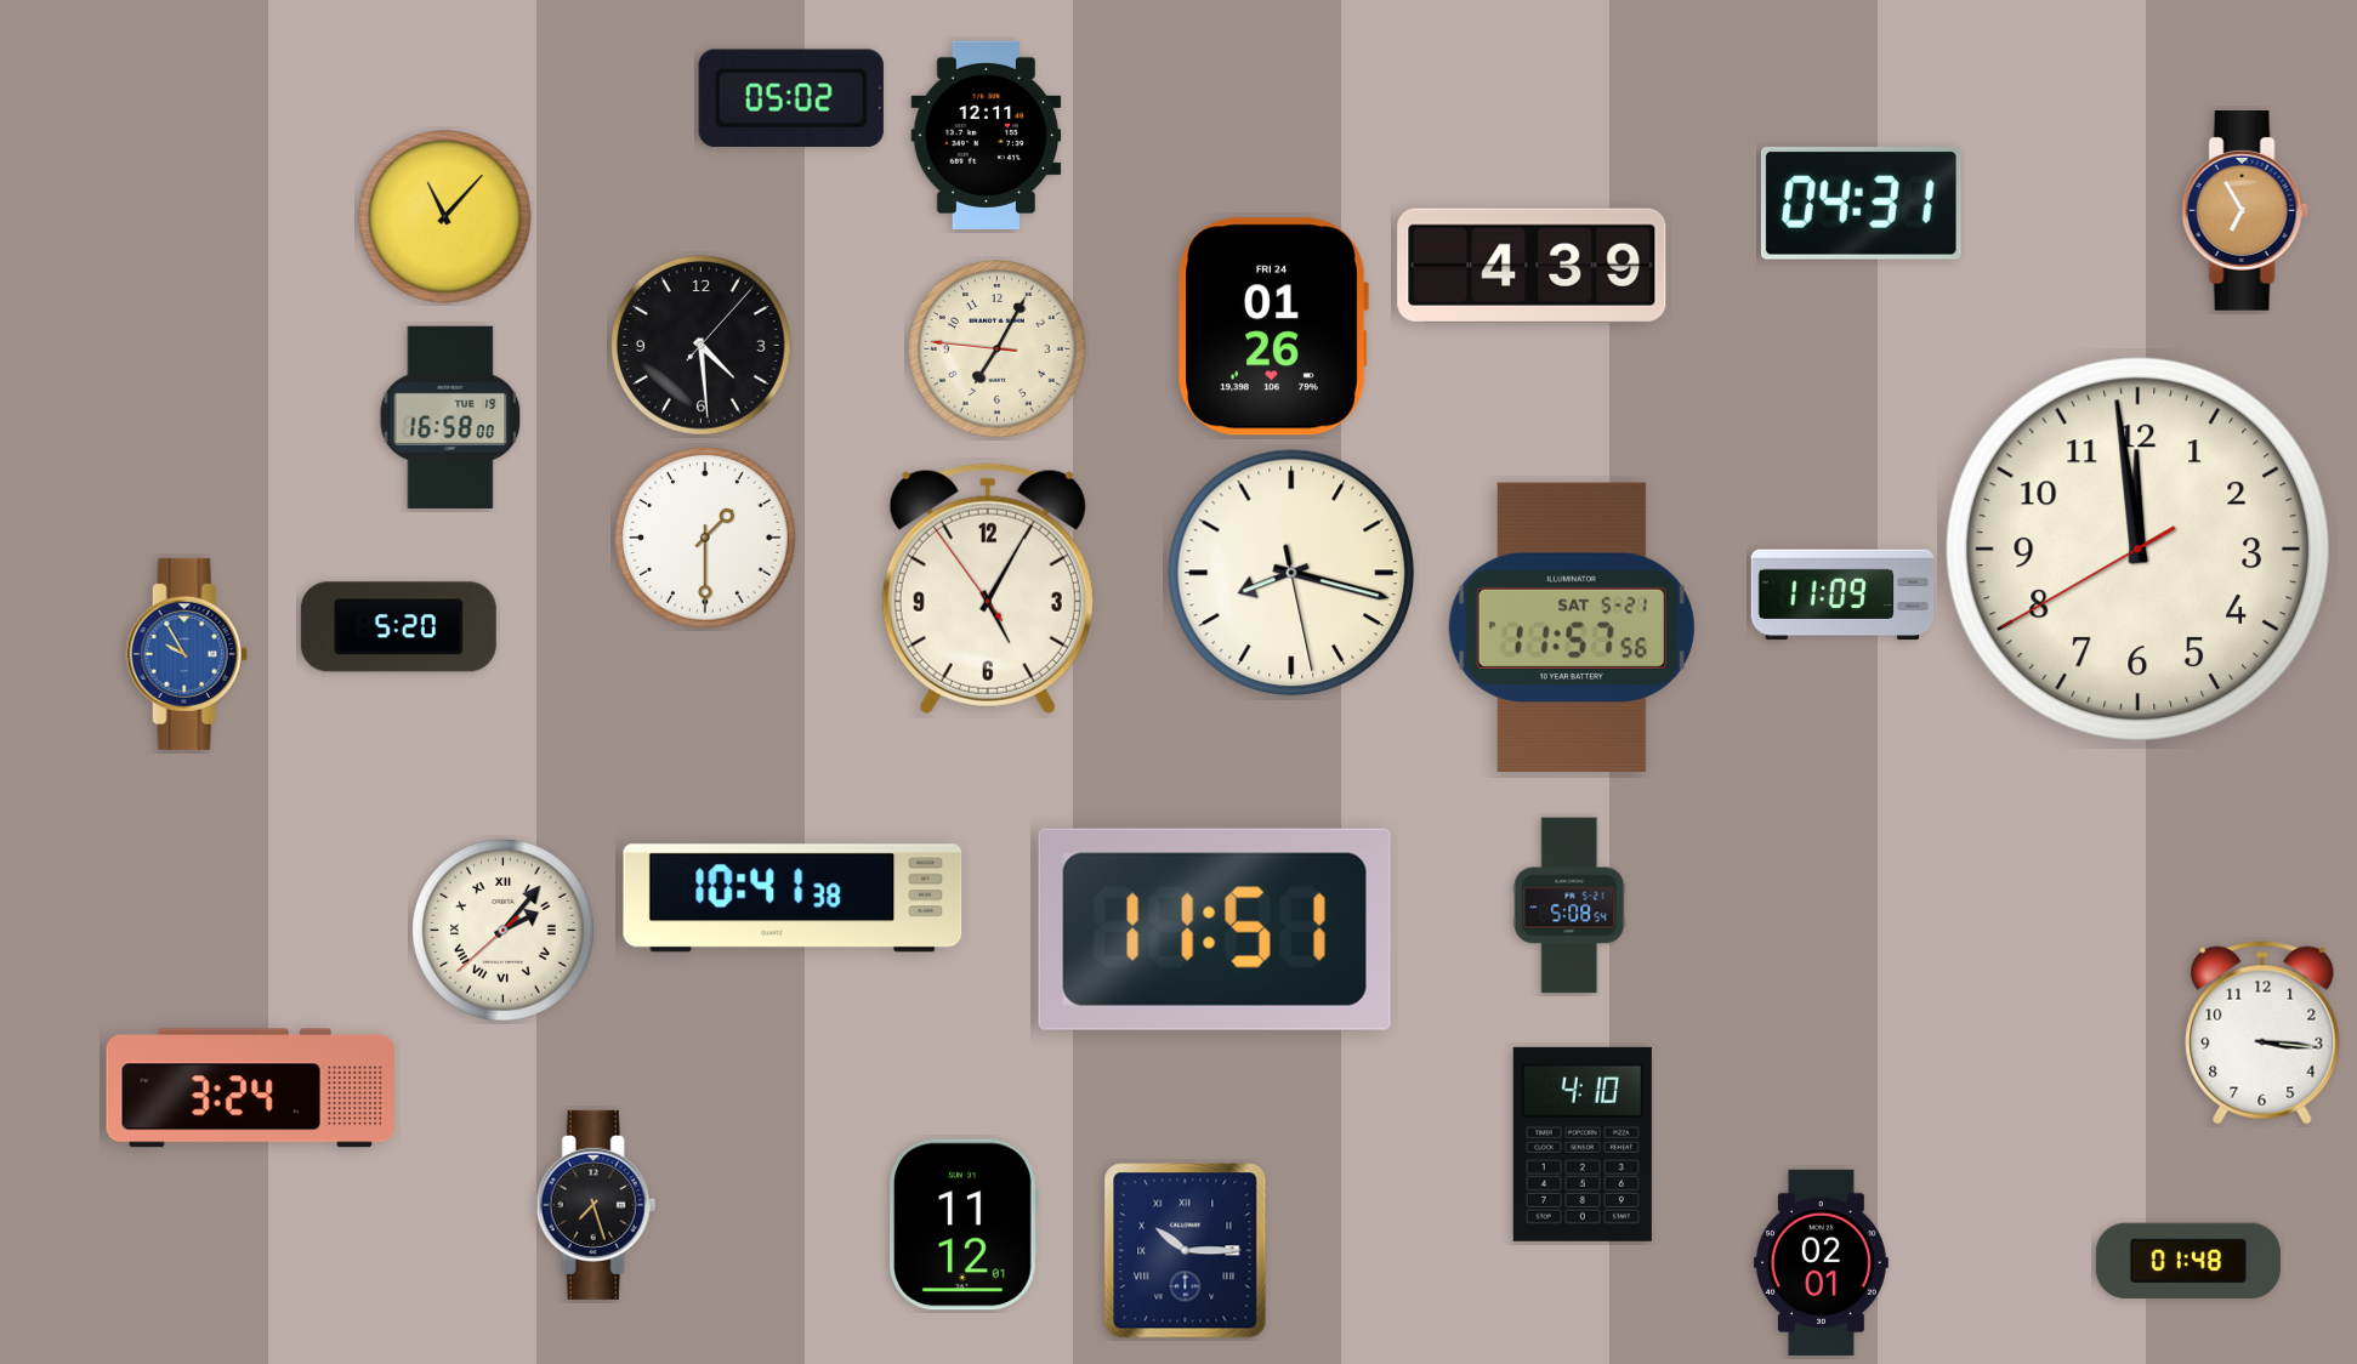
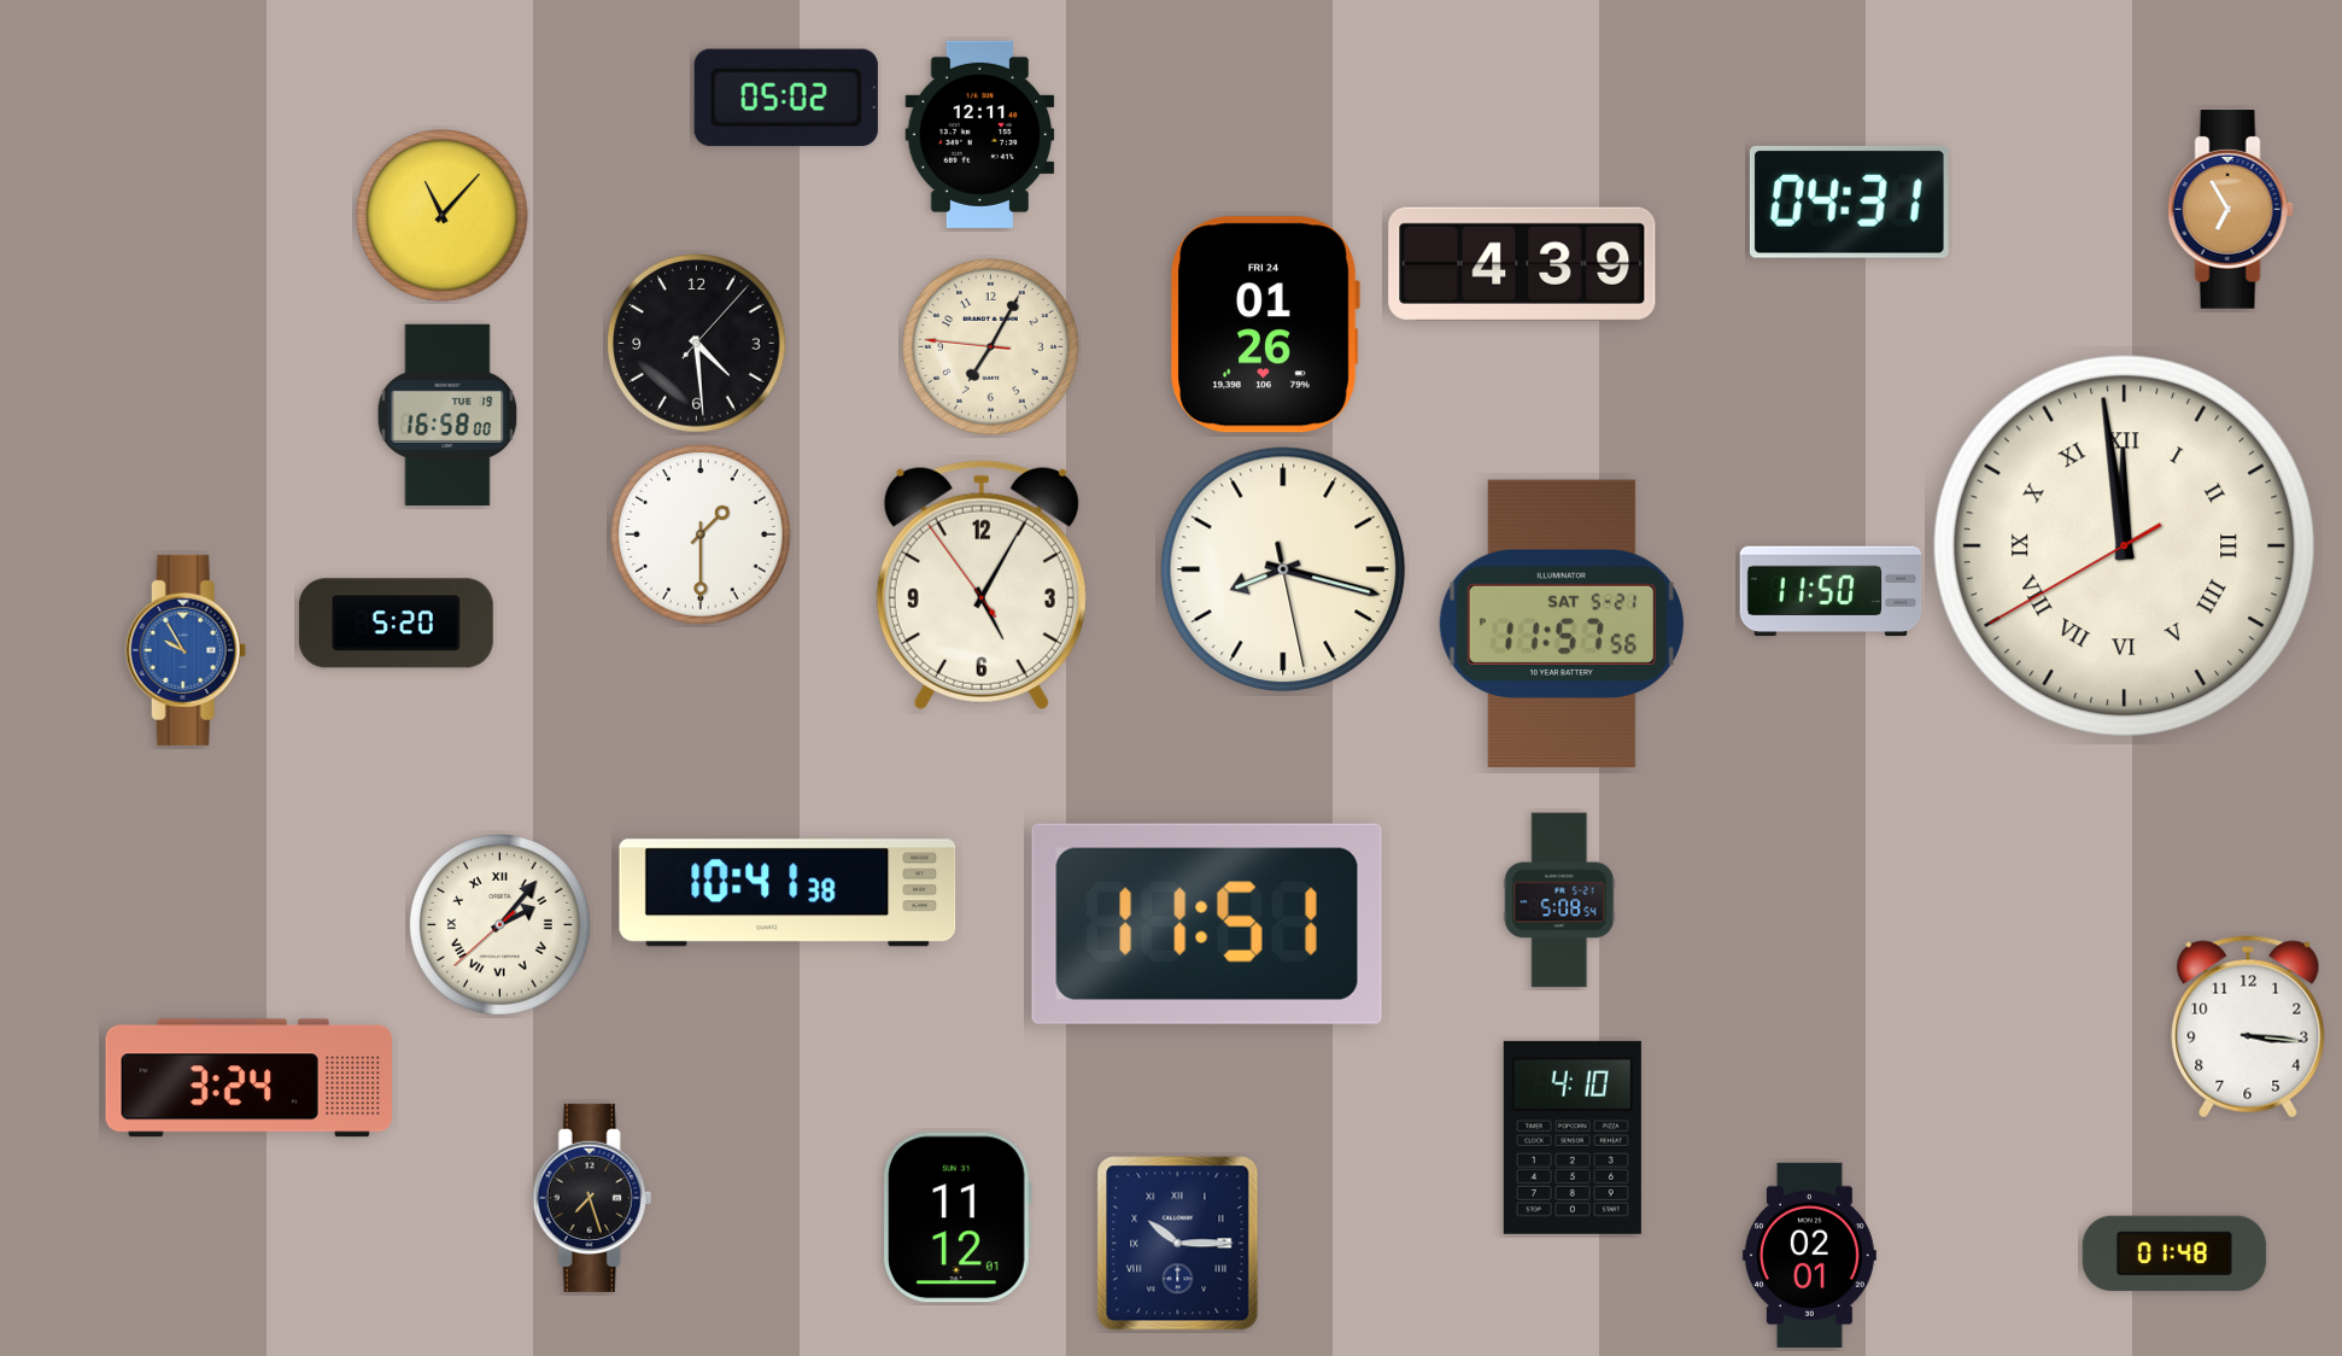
clock at (2137, 549) numerals: Arabic -> Roman
clock at (1842, 595): 11:09 -> 11:50
clock at (251, 1089) position: (251, 1089) -> (250, 1079)
